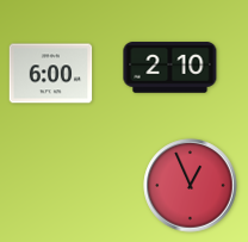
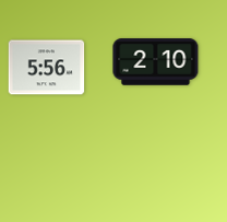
clock at (51, 74): 6:00 -> 5:56
clock at (191, 186): 12:56 -> none
